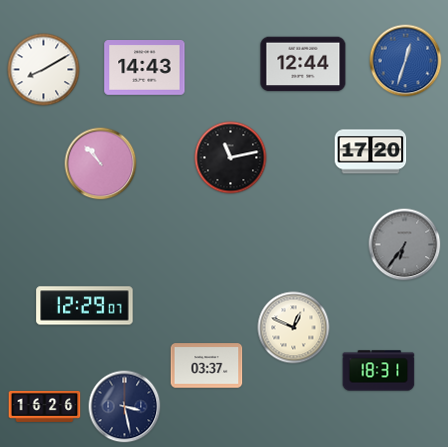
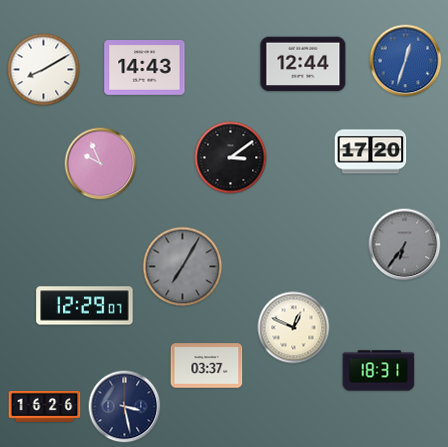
clock at (231, 158): 11:13 -> 3:09
clock at (101, 164): 10:53 -> 9:56
clock at (183, 267): none -> 7:05
